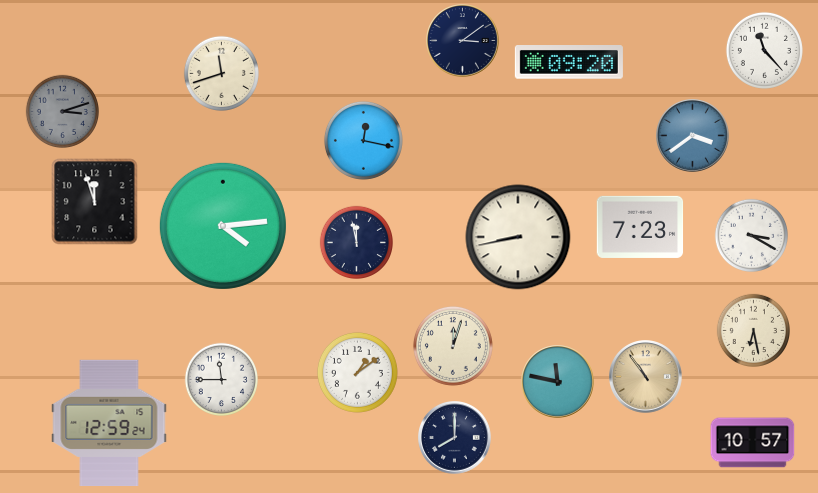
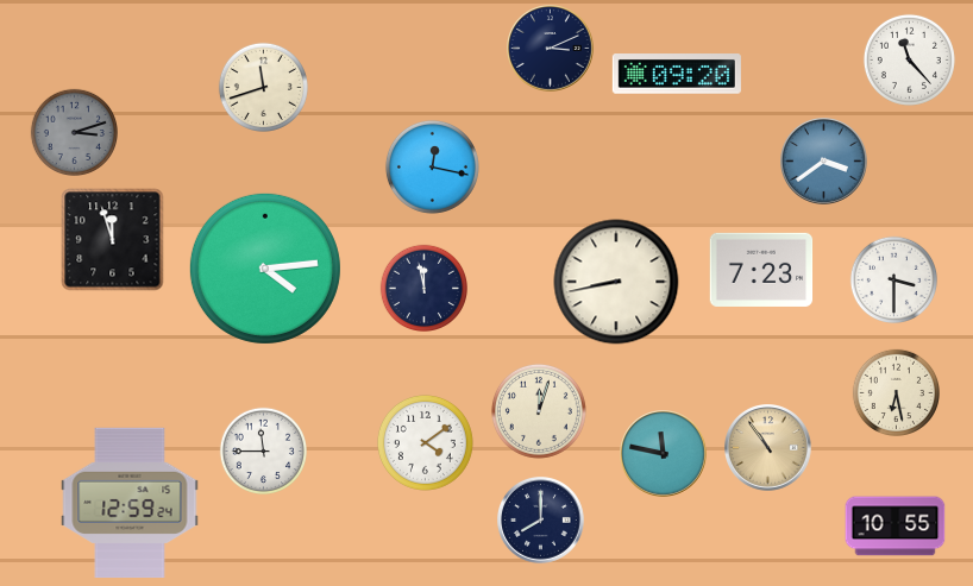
clock at (463, 41): 3:09 -> 3:11
clock at (751, 235): 3:20 -> 3:30
clock at (357, 372): 1:09 -> 4:09
clock at (753, 443): 10:57 -> 10:55
